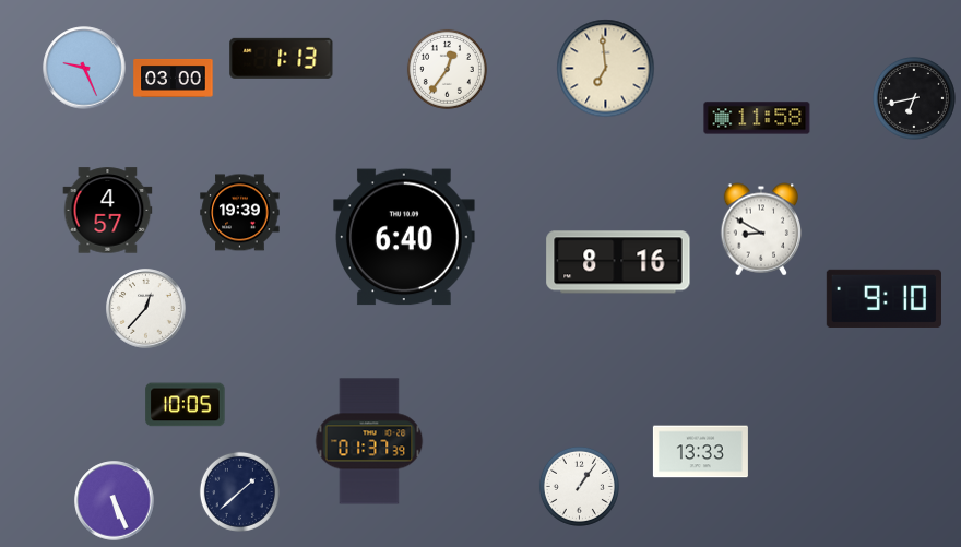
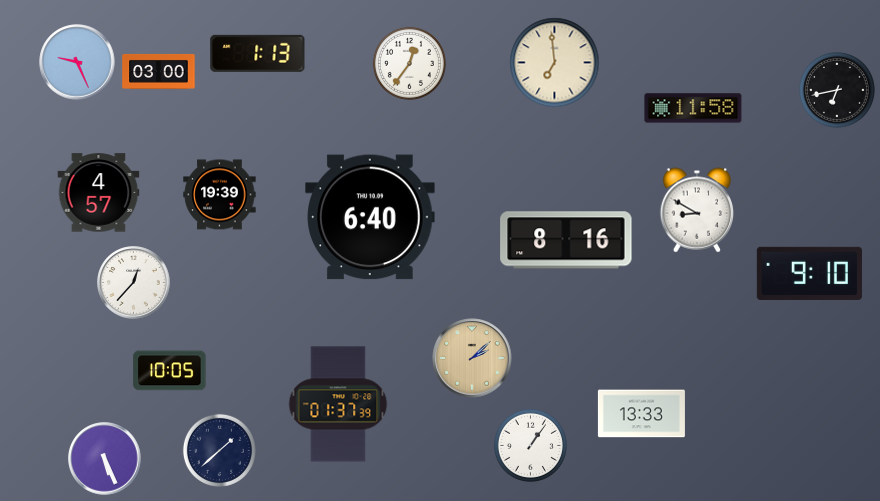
clock at (472, 358): none -> 2:08
